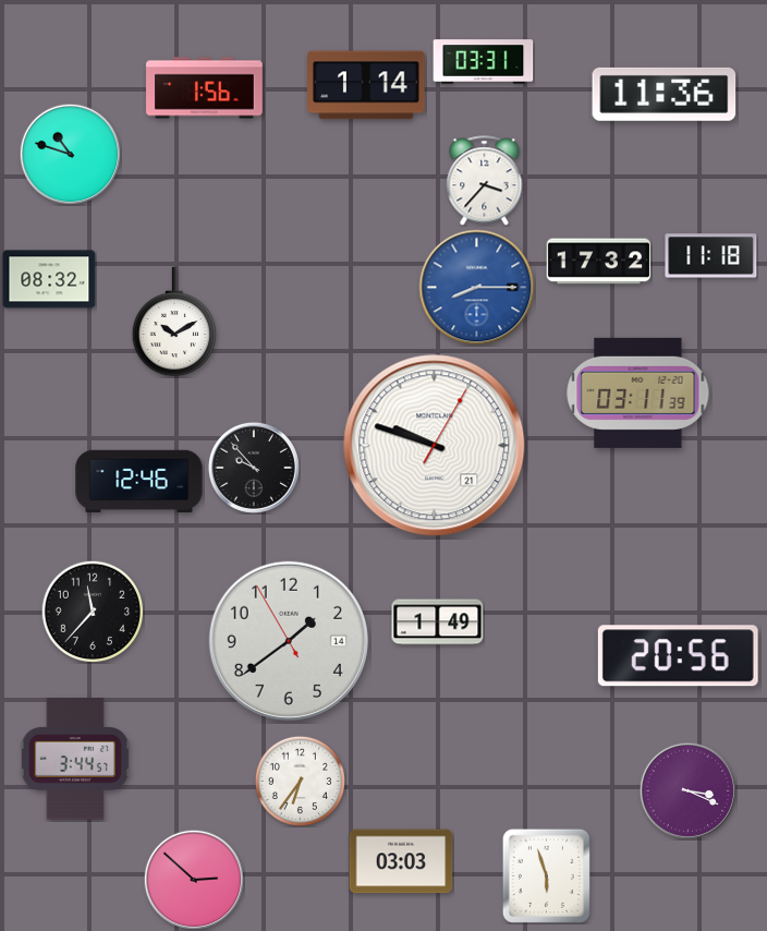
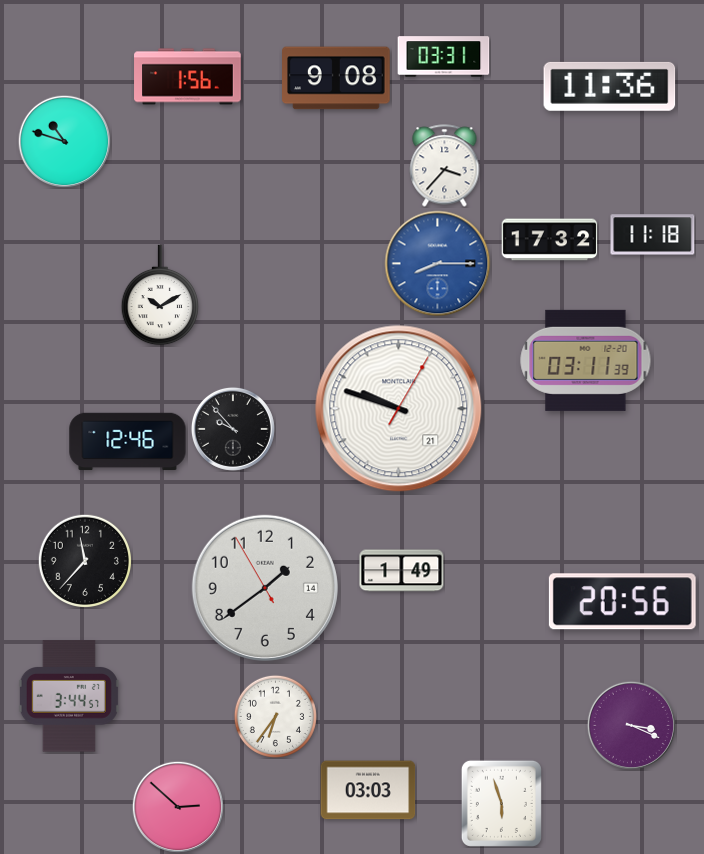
clock at (367, 85): 1:14 -> 9:08
clock at (205, 88) position: (205, 88) -> (188, 77)
clock at (49, 279): 08:32 -> none
